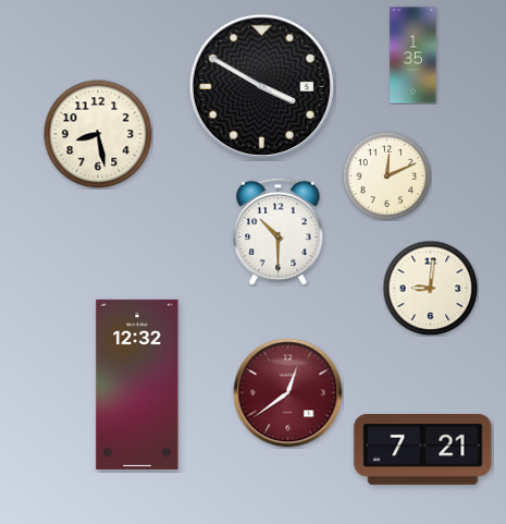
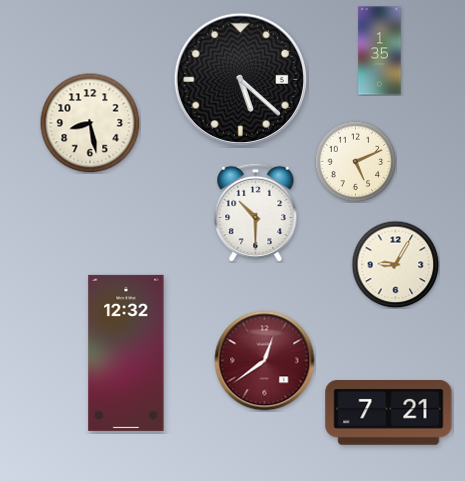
clock at (261, 86): 3:50 -> 5:22
clock at (386, 175): 12:11 -> 5:11
clock at (430, 288): 9:01 -> 9:05
